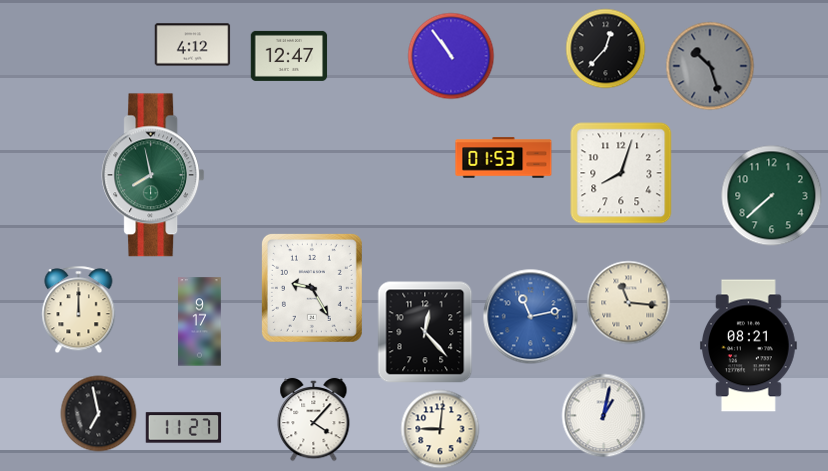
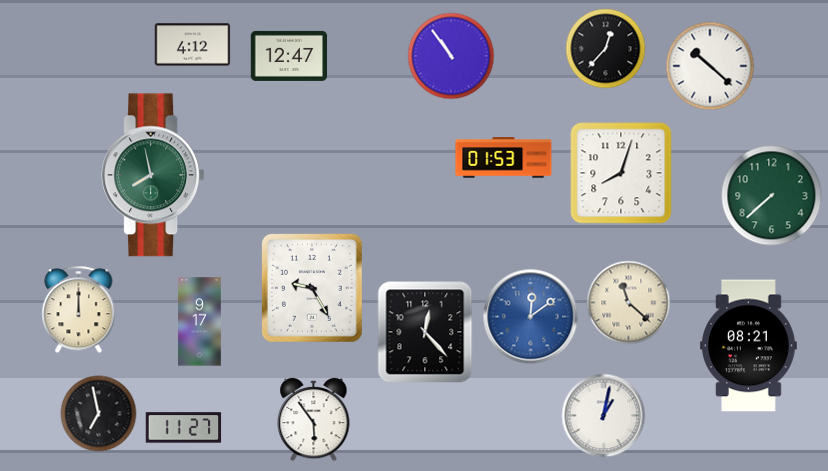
clock at (710, 66): 10:27 -> 10:22
clock at (710, 66) dial: grey -> white
clock at (629, 303): 11:16 -> 11:22
clock at (531, 317): 11:13 -> 12:09
clock at (314, 420): 4:07 -> 5:54
clock at (440, 429): 9:01 -> none
